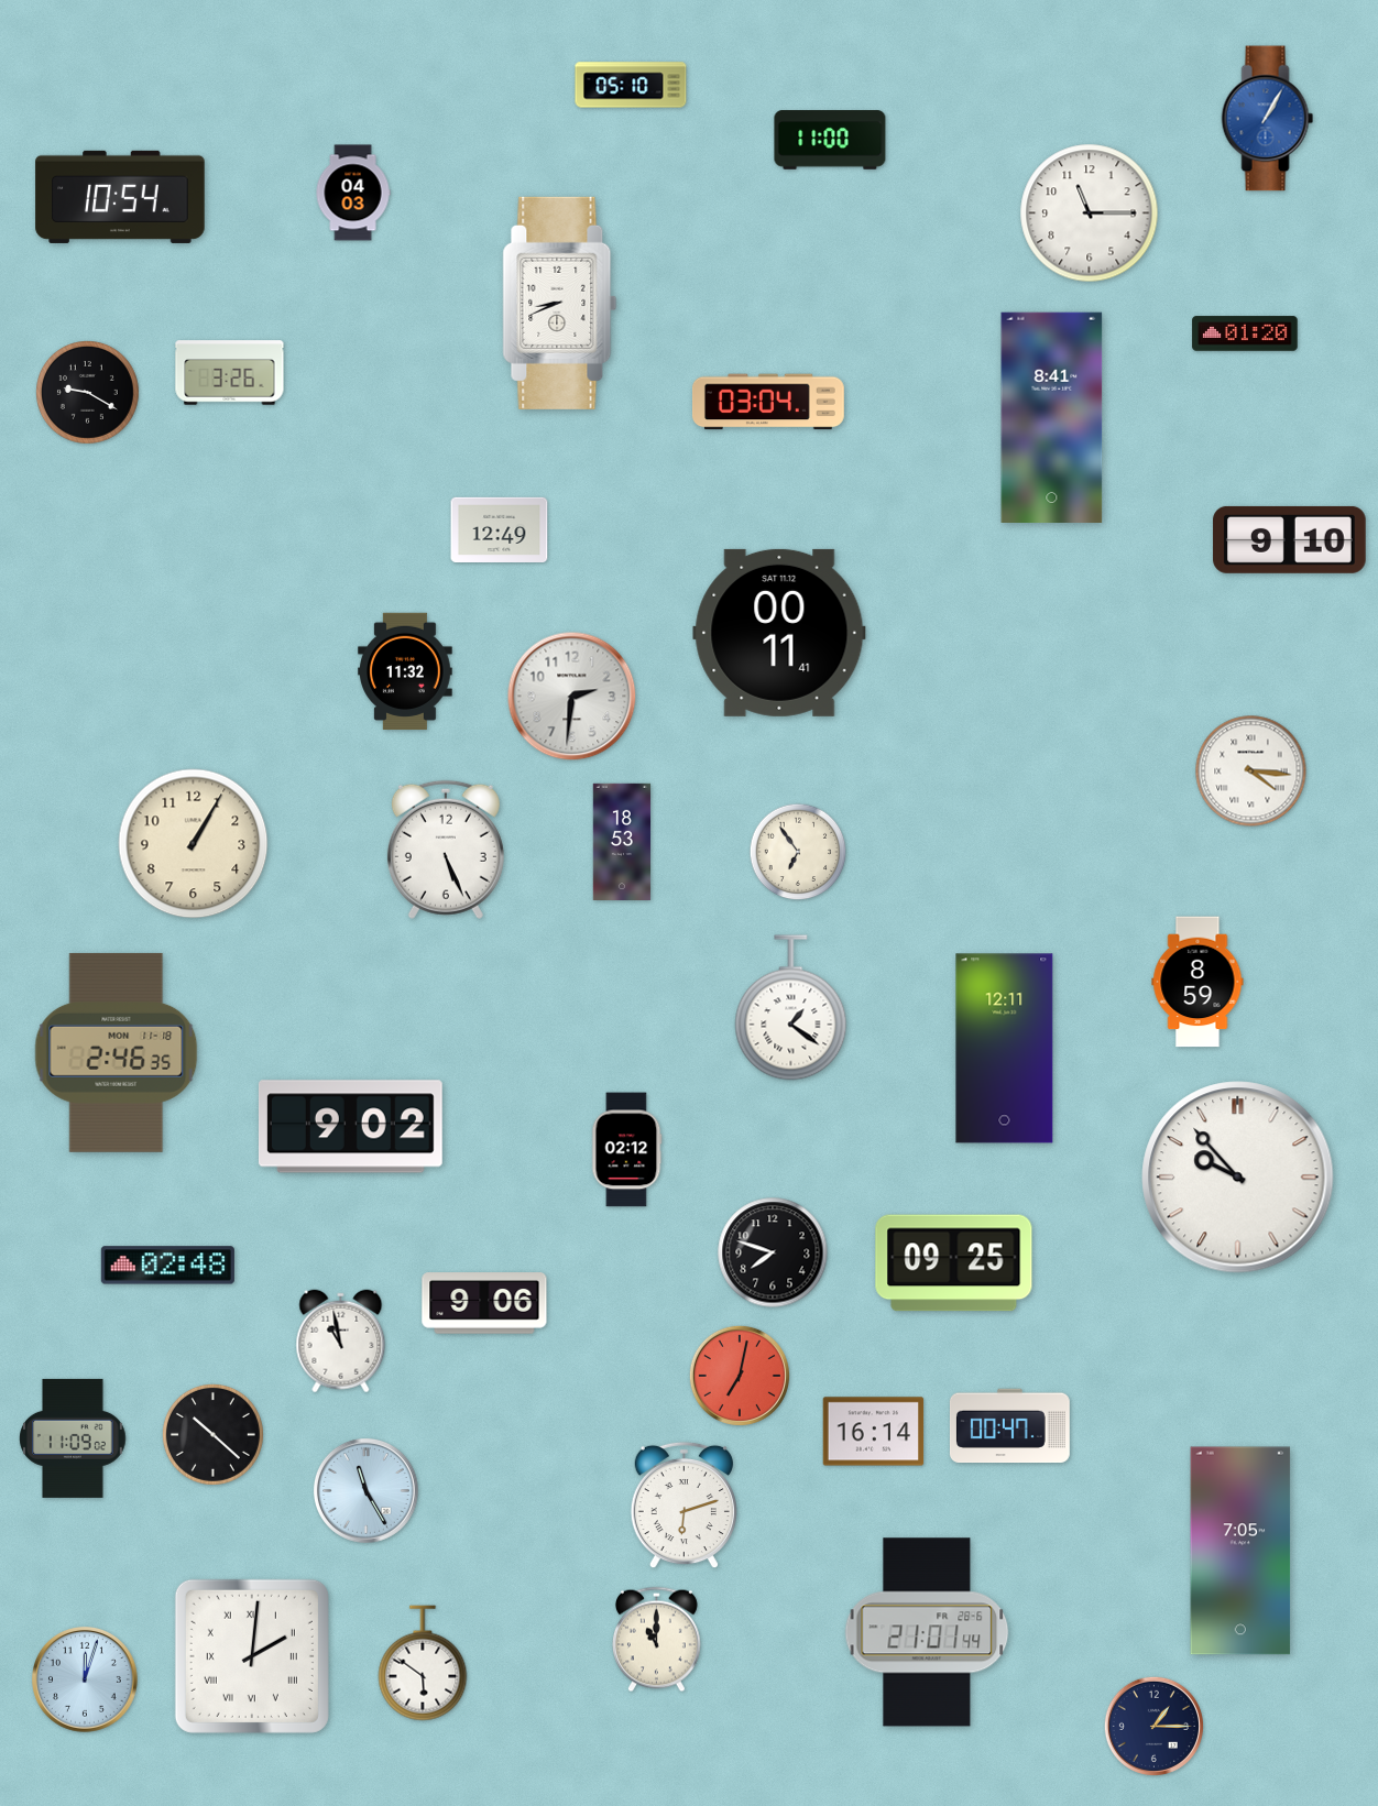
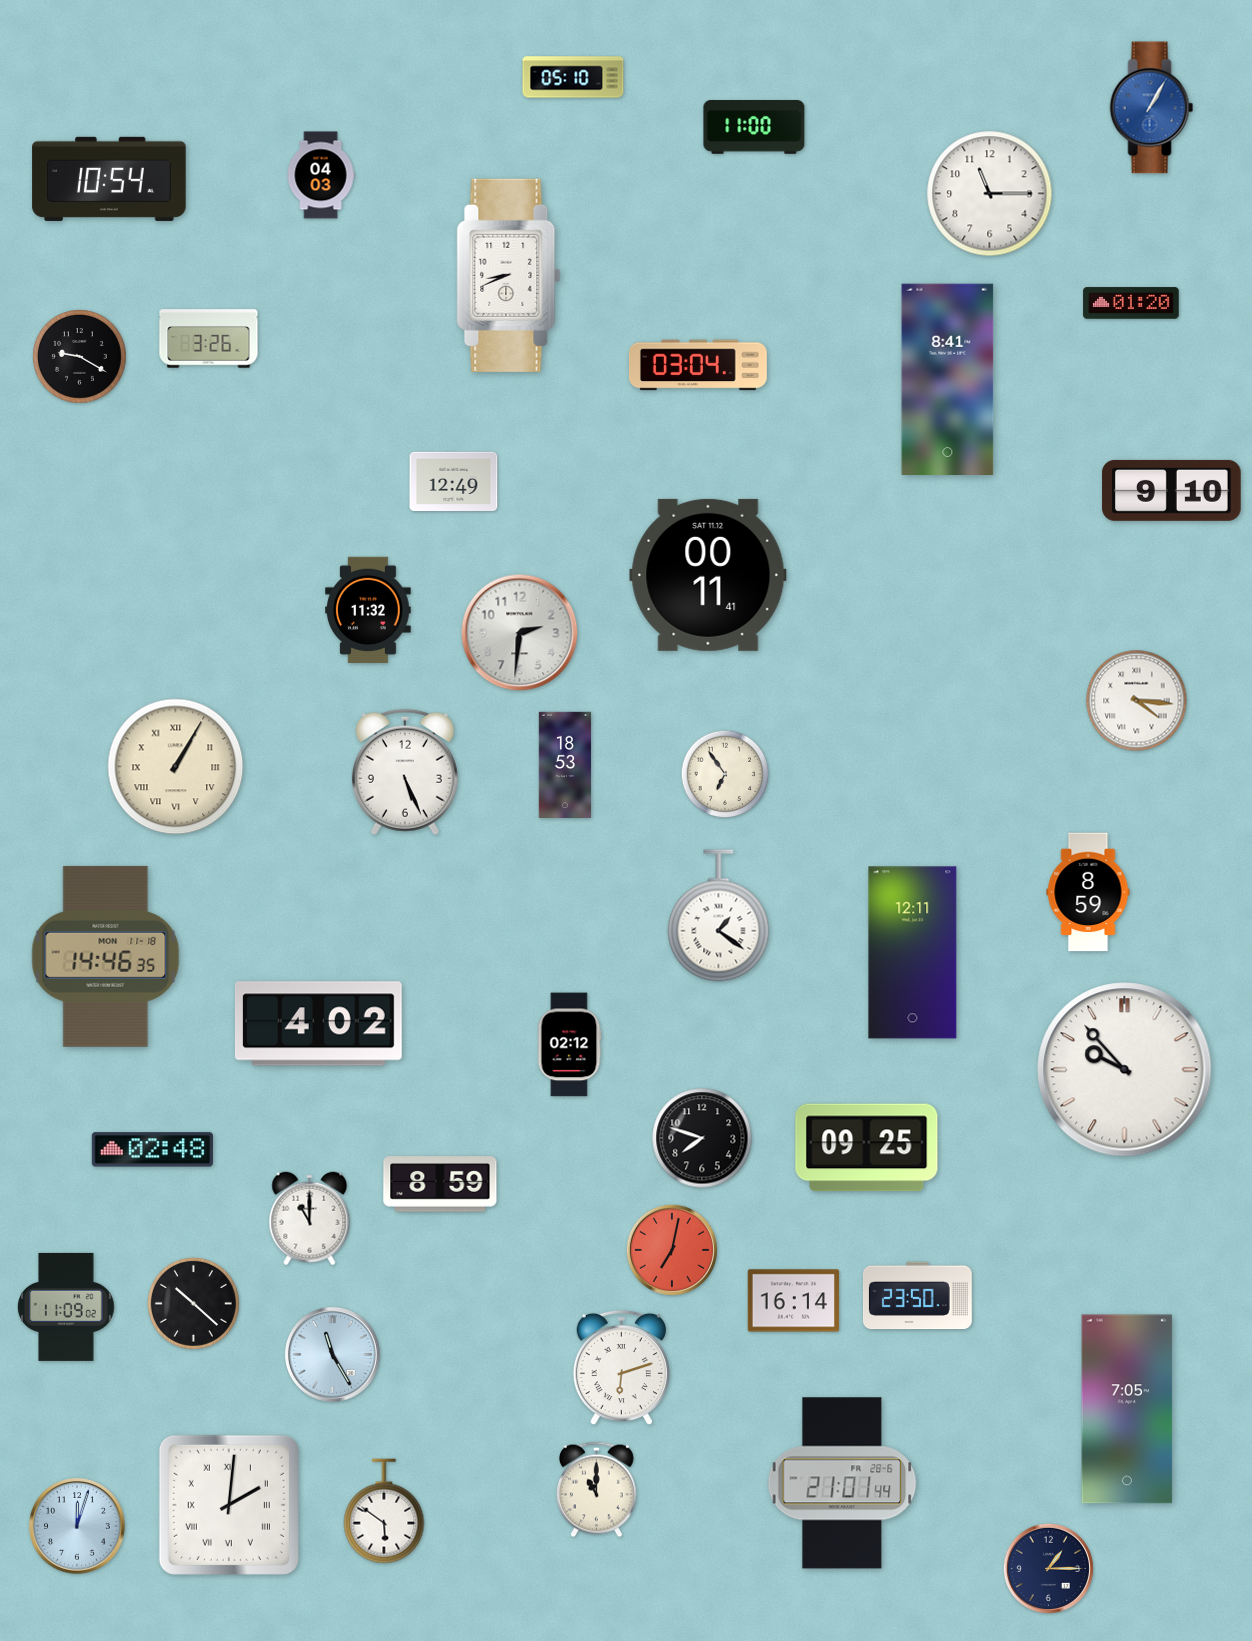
clock at (1052, 417) position: (1052, 417) -> (948, 379)
clock at (194, 844) numerals: Arabic -> Roman
clock at (117, 1052): 2:46 -> 14:46
clock at (350, 1127): 9:02 -> 4:02
clock at (484, 1303): 9:06 -> 8:59
clock at (341, 1342): 10:58 -> 11:00
clock at (1009, 1426): 00:47 -> 23:50
